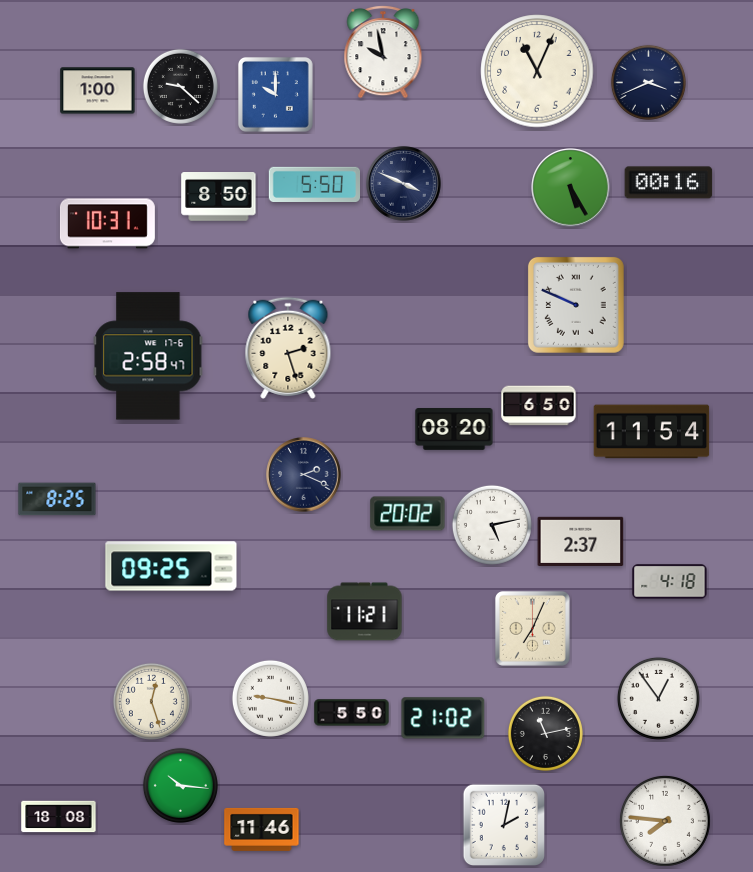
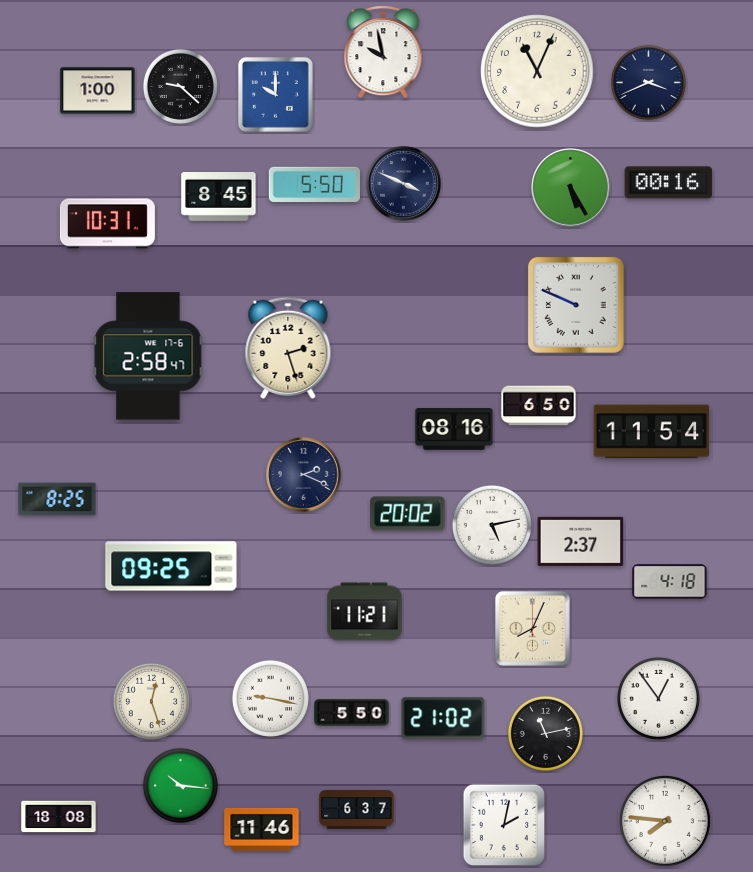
clock at (219, 197): 8:50 -> 8:45
clock at (454, 430): 08:20 -> 08:16
clock at (532, 628): 7:04 -> 8:04
clock at (357, 810): none -> 6:37
